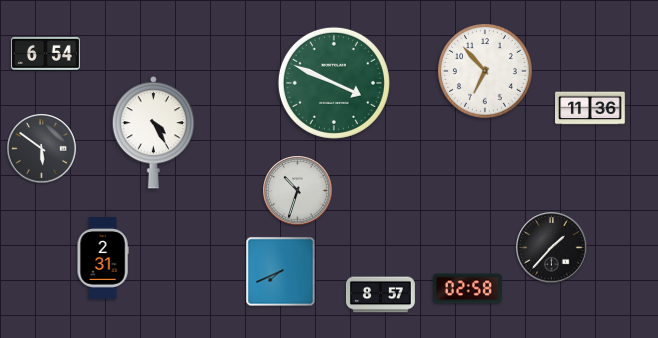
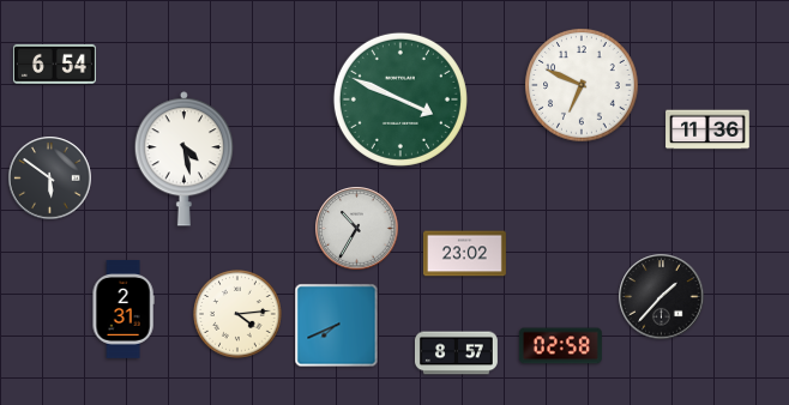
clock at (485, 71): 6:53 -> 6:49
clock at (153, 133): 4:25 -> 4:28
clock at (298, 191): 10:33 -> 10:35
clock at (464, 254): none -> 23:02
clock at (237, 314): none -> 4:14
